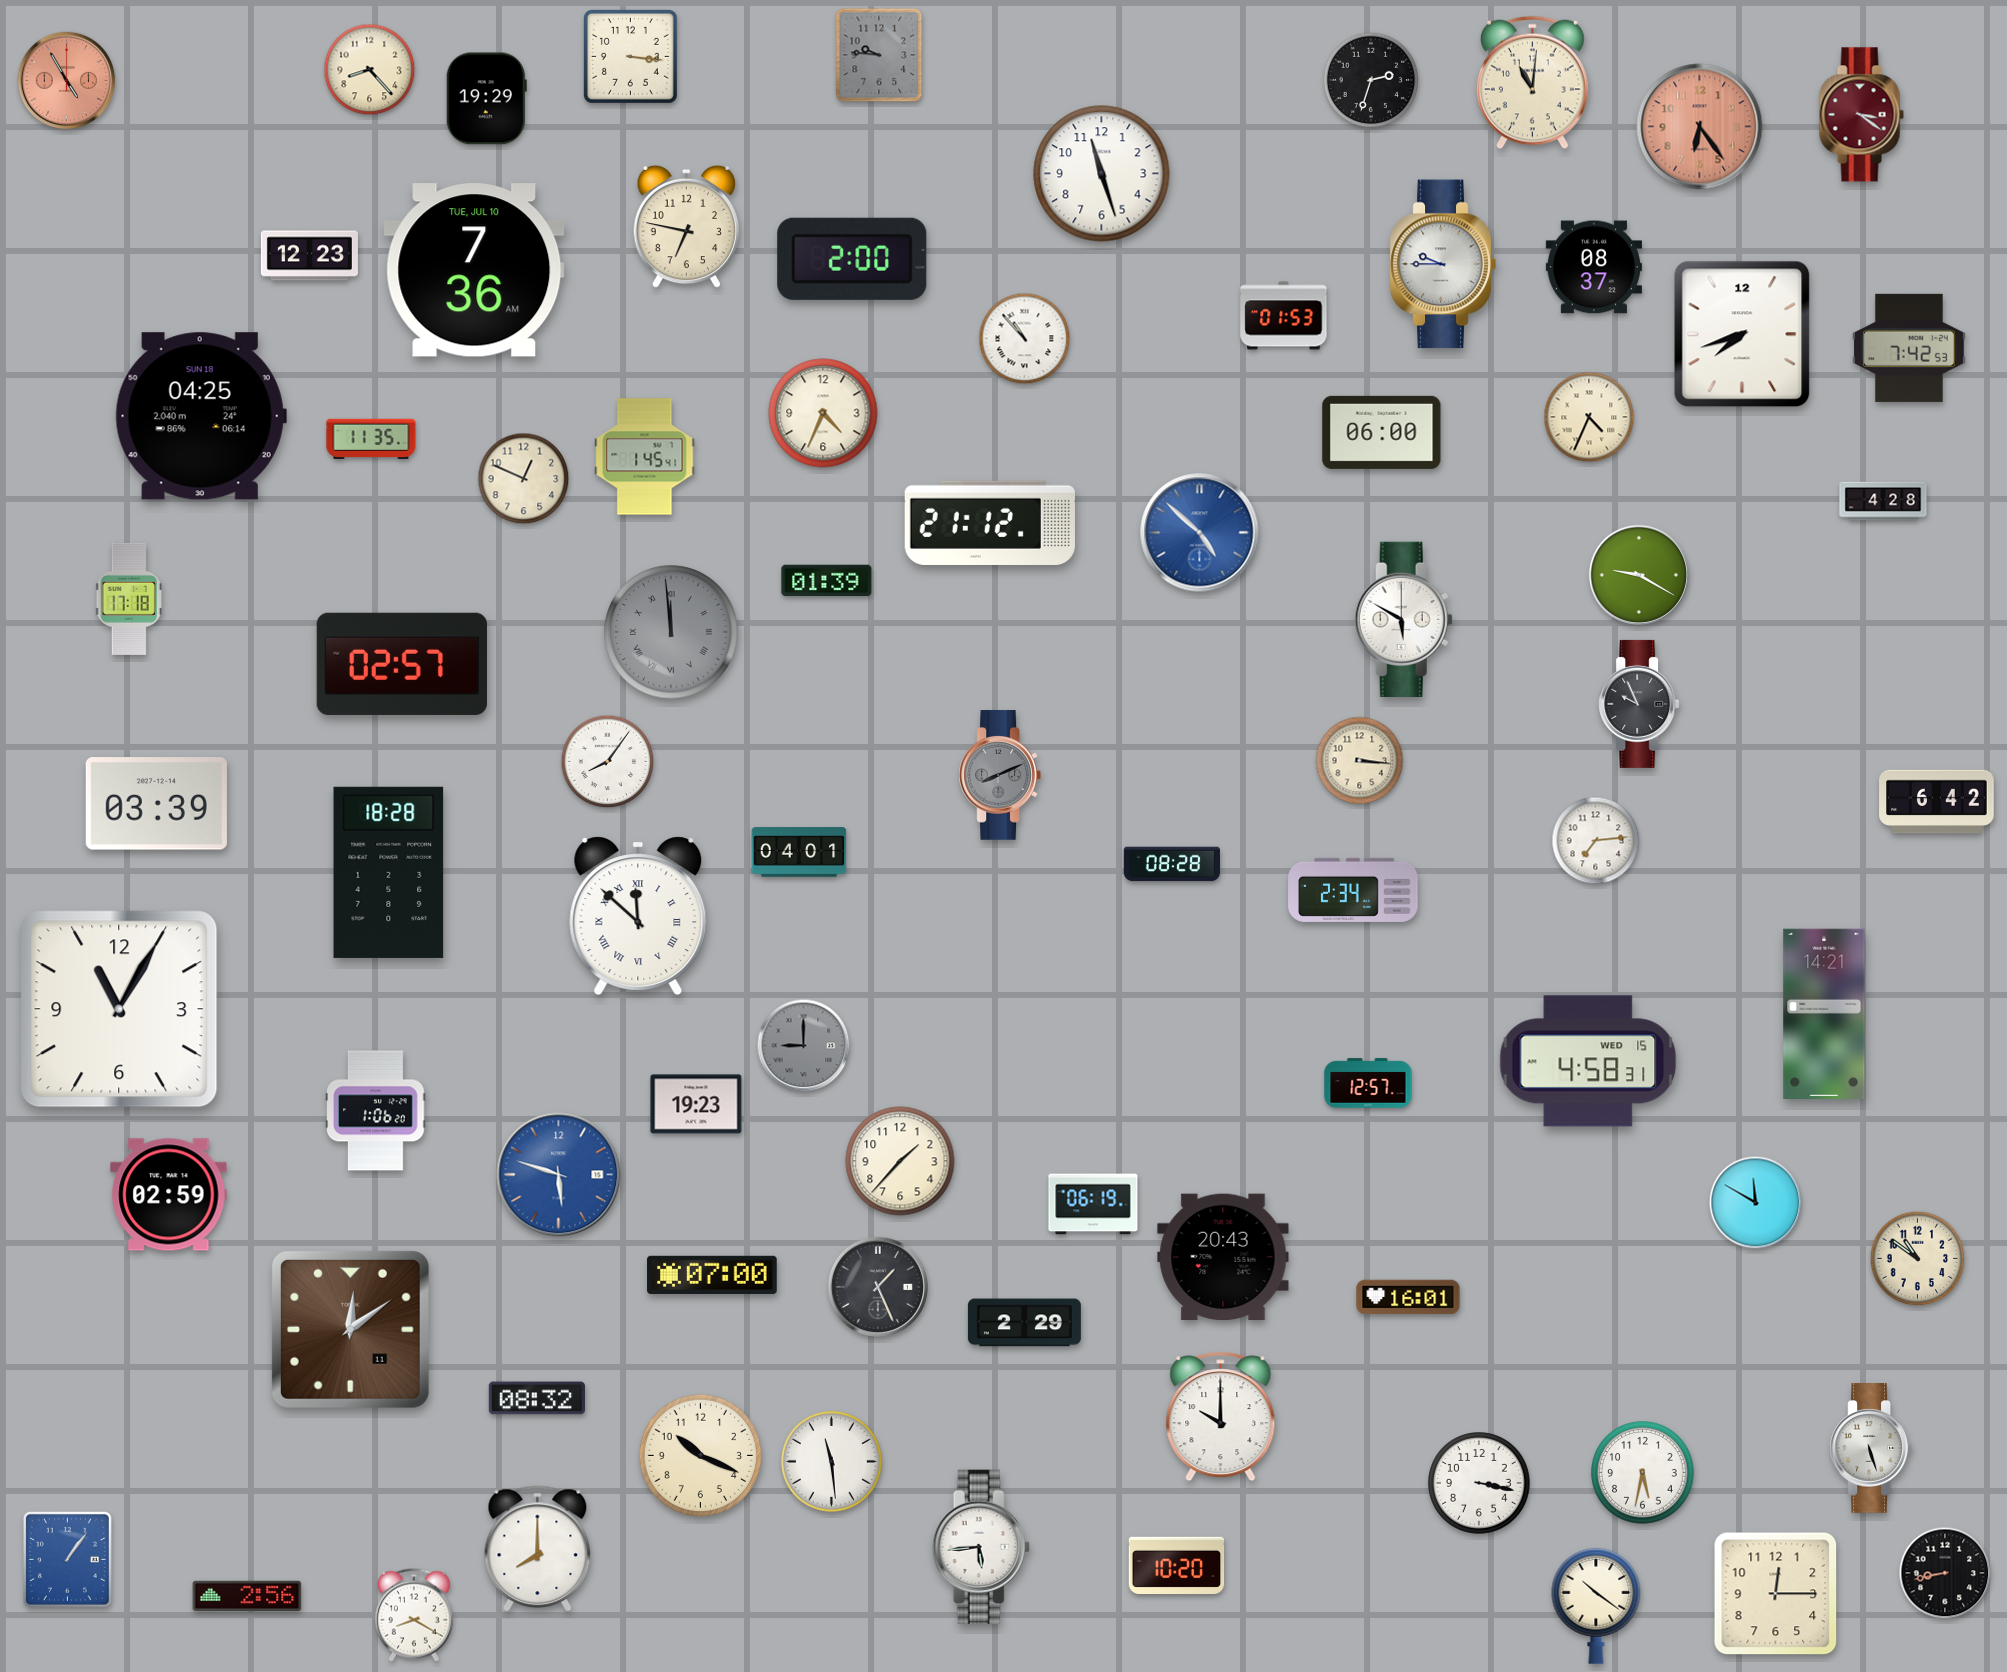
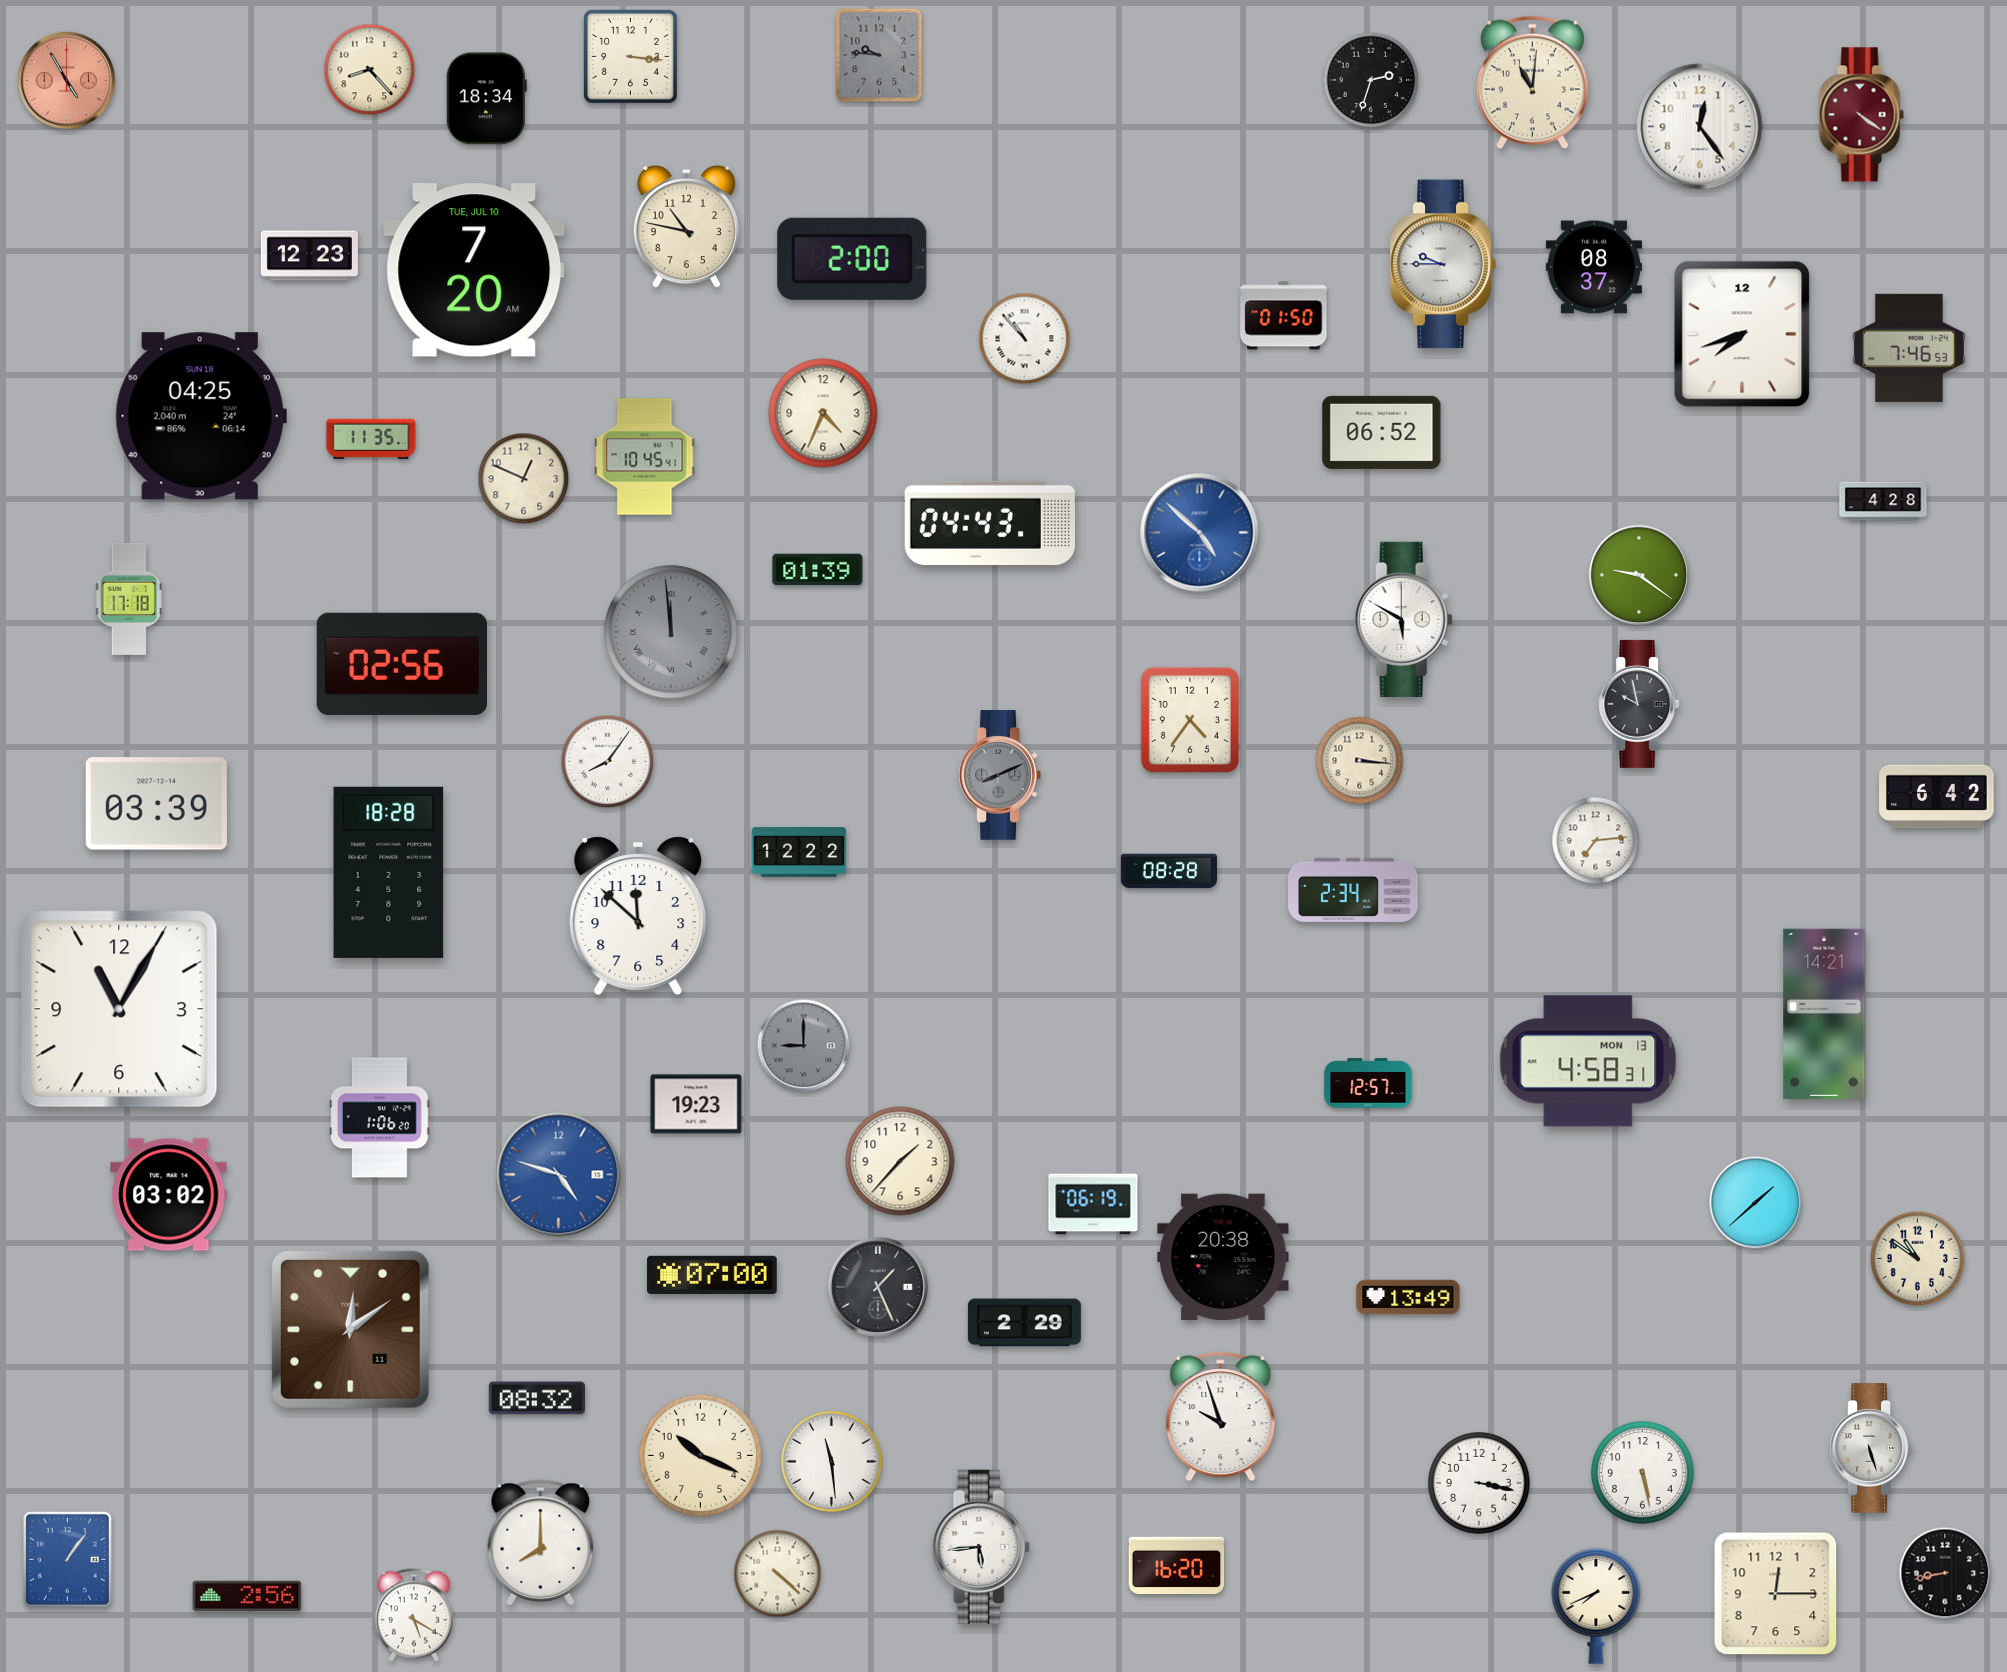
clock at (486, 99): 19:29 -> 18:34
clock at (1861, 115): 3:21 -> 4:21
clock at (1700, 127): 6:24 -> 12:24
clock at (1700, 127) dial: salmon -> white
clock at (1102, 174): 11:27 -> none
clock at (686, 227): 6:47 -> 10:47
clock at (474, 270): 7:36 -> 7:20
clock at (1284, 316): 01:53 -> 01:50
clock at (1909, 348): 7:42 -> 7:46
clock at (1589, 417): 4:34 -> none
clock at (1382, 432): 06:00 -> 06:52
clock at (645, 457): 1:45 -> 10:45
clock at (990, 523): 21:12 -> 04:43
clock at (1639, 575): 9:20 -> 9:21
clock at (827, 581) position: (827, 581) -> (818, 570)
clock at (402, 664): 02:57 -> 02:56
clock at (1639, 704): 9:56 -> 9:58
clock at (1190, 720): none -> 4:36
clock at (1937, 802) position: (1937, 802) -> (1937, 797)
clock at (799, 852): 04:01 -> 12:22
clock at (1171, 864) position: (1171, 864) -> (1168, 871)
clock at (638, 916) numerals: Roman -> Arabic
clock at (1588, 1061) date: WED 15 -> MON 13
clock at (376, 1111) position: (376, 1111) -> (380, 1118)
clock at (559, 1175): 5:48 -> 4:48
clock at (169, 1195): 02:59 -> 03:02
clock at (1756, 1203): 11:50 -> 1:38
clock at (1223, 1257): 20:43 -> 20:38
clock at (1408, 1297): 16:01 -> 13:49
clock at (1221, 1417): 10:00 -> 9:57
clock at (1643, 1473): 5:32 -> 5:28
clock at (538, 1549) position: (538, 1549) -> (541, 1543)
clock at (1177, 1565): 10:20 -> 16:20
clock at (778, 1574): none -> 4:22
clock at (1596, 1606): 10:21 -> 7:41
clock at (414, 1615): 8:20 -> 5:20
